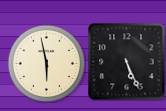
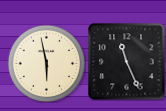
clock at (126, 61): 5:26 -> 11:26
